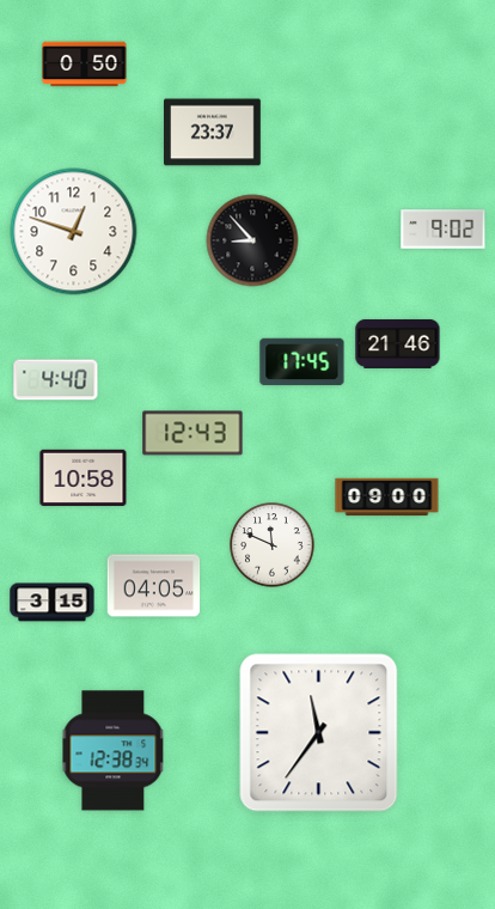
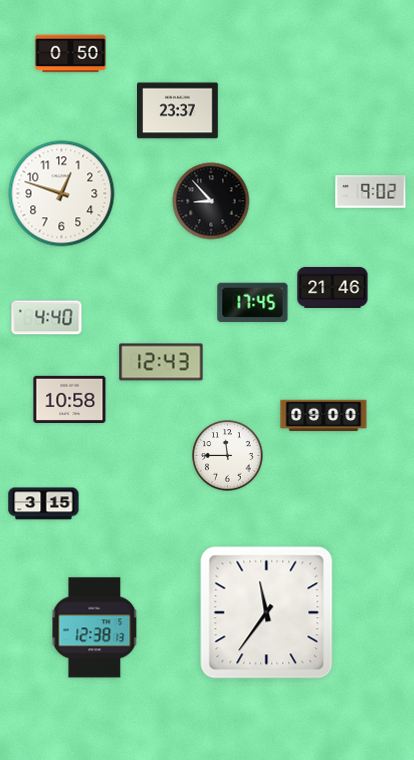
clock at (273, 545): 11:49 -> 11:45
clock at (154, 586): 04:05 -> none
clock at (114, 751): 12:38:34 -> 12:38:13
